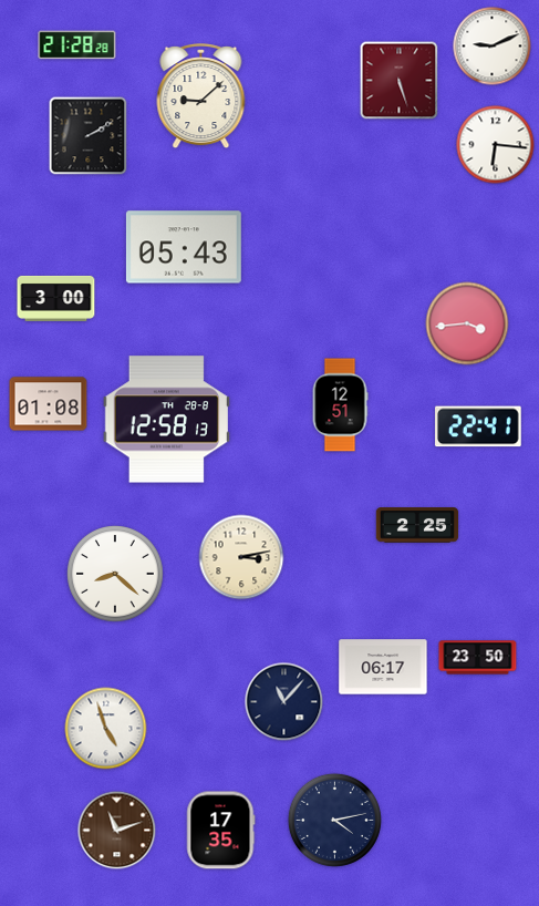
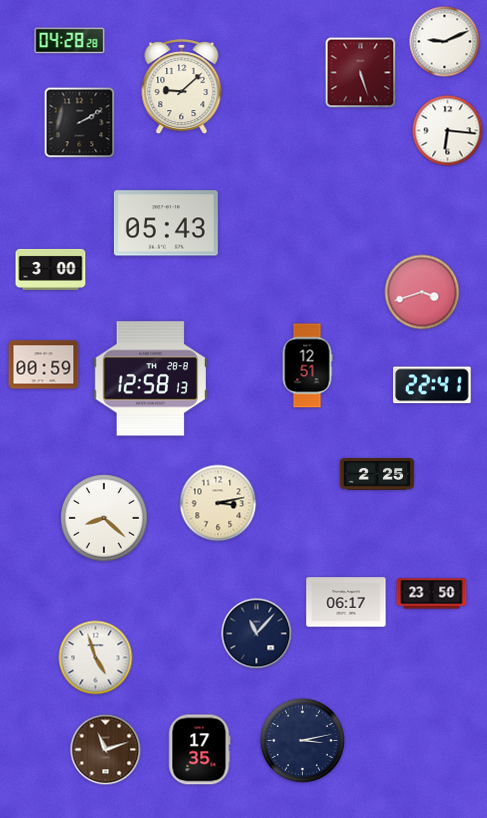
clock at (77, 45): 21:28 -> 04:28
clock at (467, 323): 3:44 -> 3:42
clock at (49, 404): 01:08 -> 00:59
clock at (334, 820): 4:13 -> 3:13
